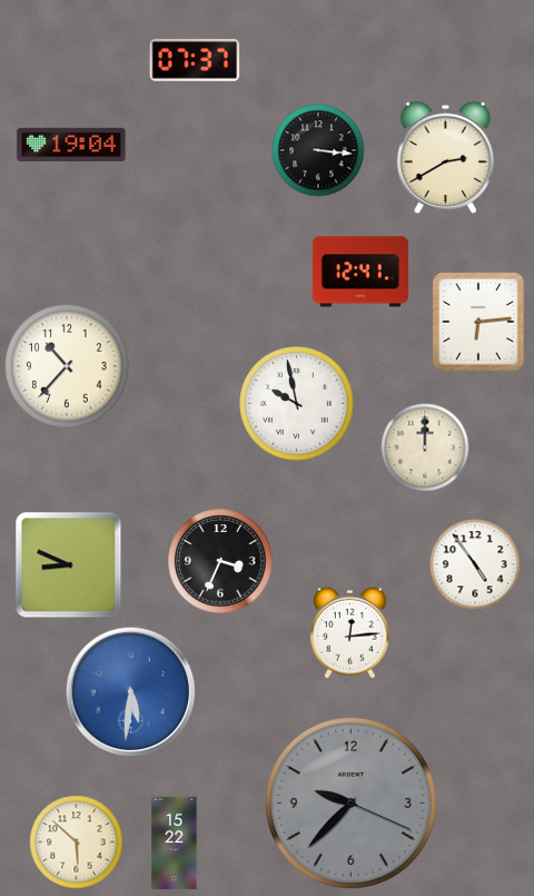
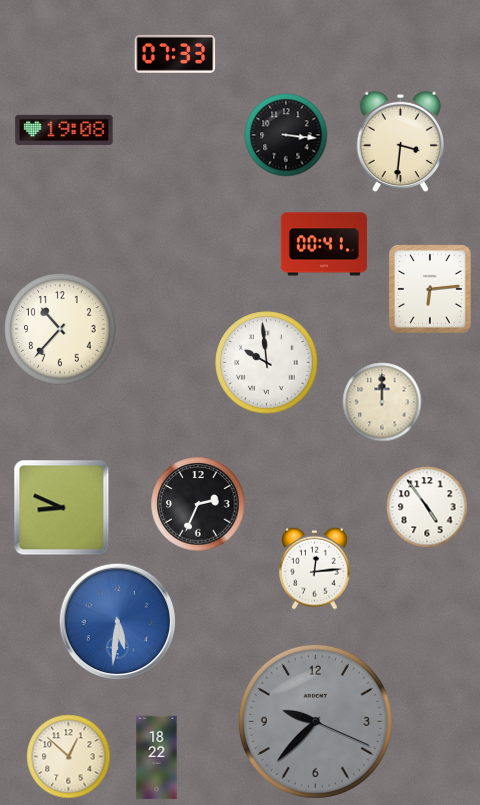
clock at (195, 60): 07:37 -> 07:33
clock at (71, 145): 19:04 -> 19:08
clock at (445, 158): 2:40 -> 3:31
clock at (360, 272): 12:41 -> 00:41
clock at (297, 404): 9:58 -> 9:59
clock at (220, 561): 3:34 -> 2:34
clock at (77, 843): 5:52 -> 12:52
clock at (175, 844): 15:22 -> 18:22
